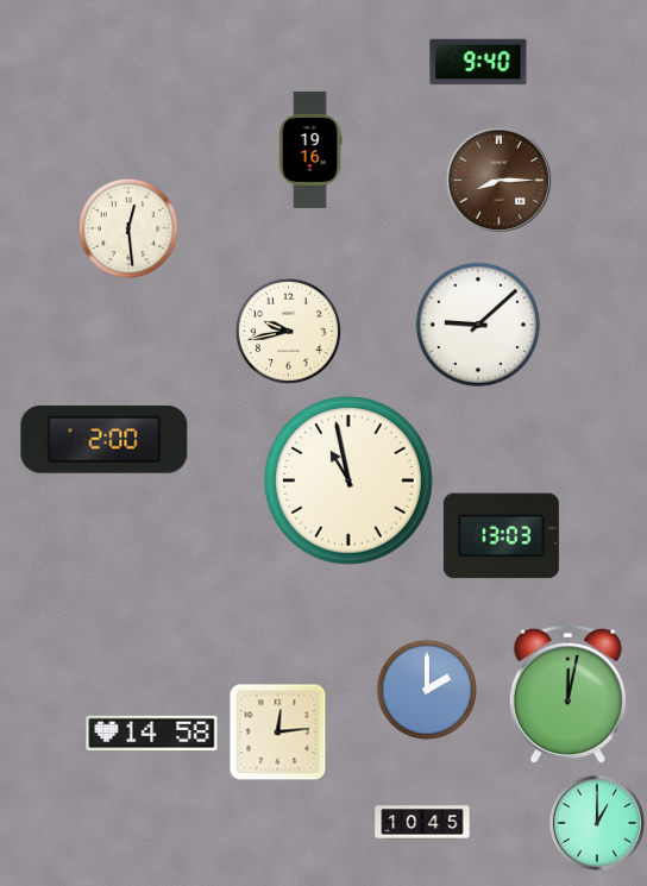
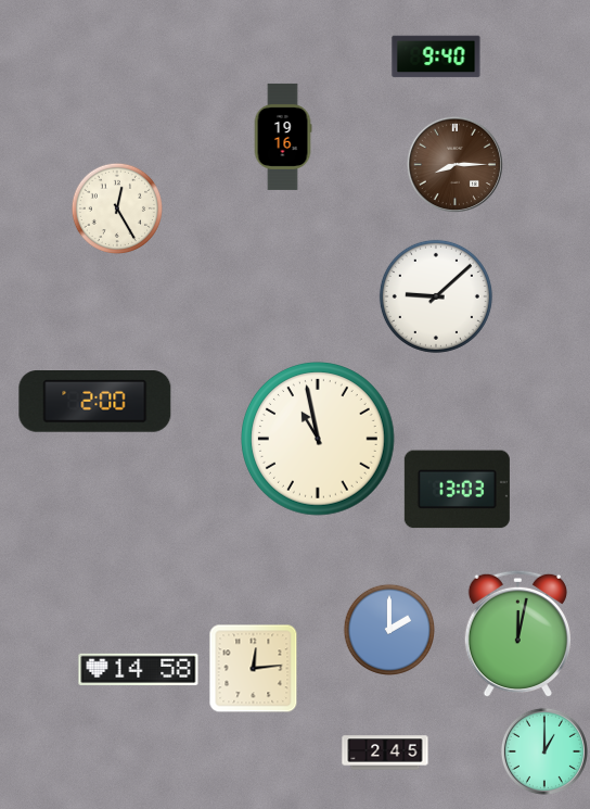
clock at (127, 227): 12:29 -> 12:25
clock at (288, 331): 9:43 -> none
clock at (422, 824): 10:45 -> 2:45
